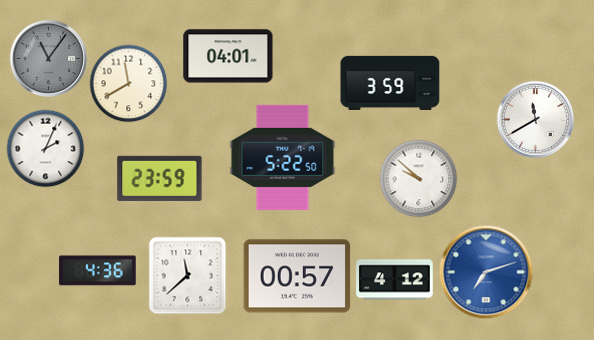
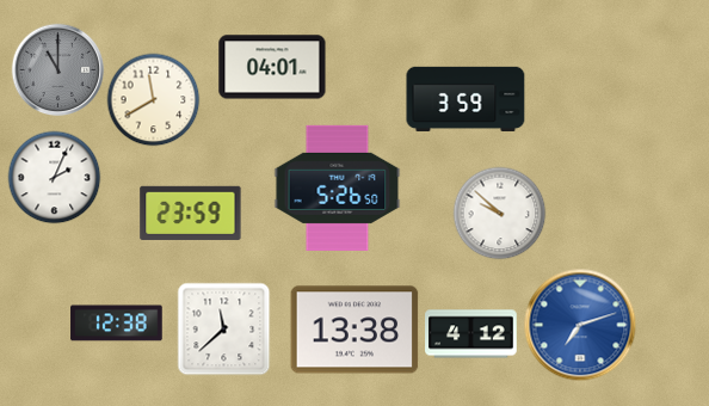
clock at (48, 58): 11:06 -> 11:00
clock at (535, 119): 11:40 -> none
clock at (283, 157): 5:22 -> 5:26
clock at (98, 271): 4:36 -> 12:38
clock at (297, 276): 00:57 -> 13:38
